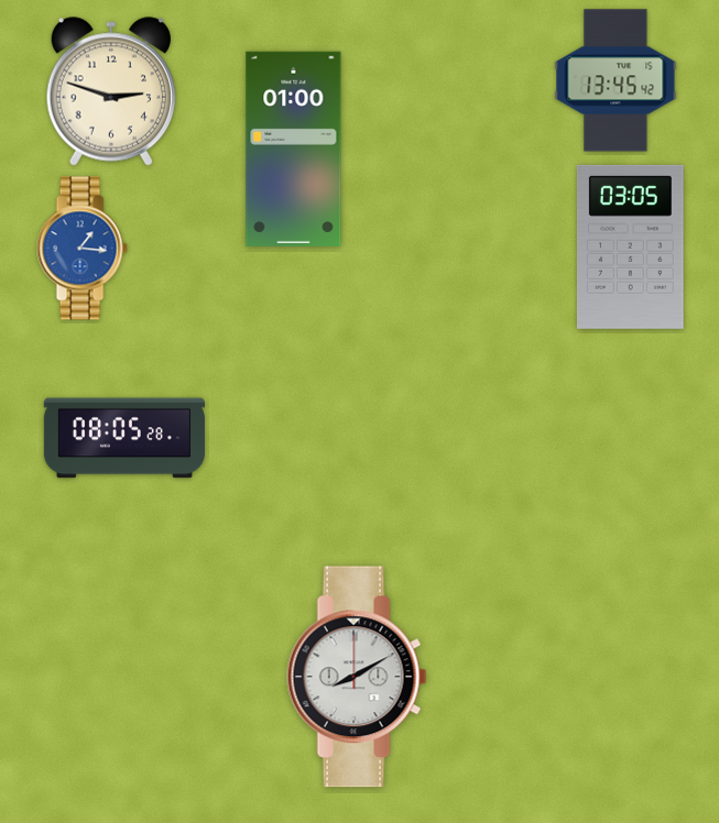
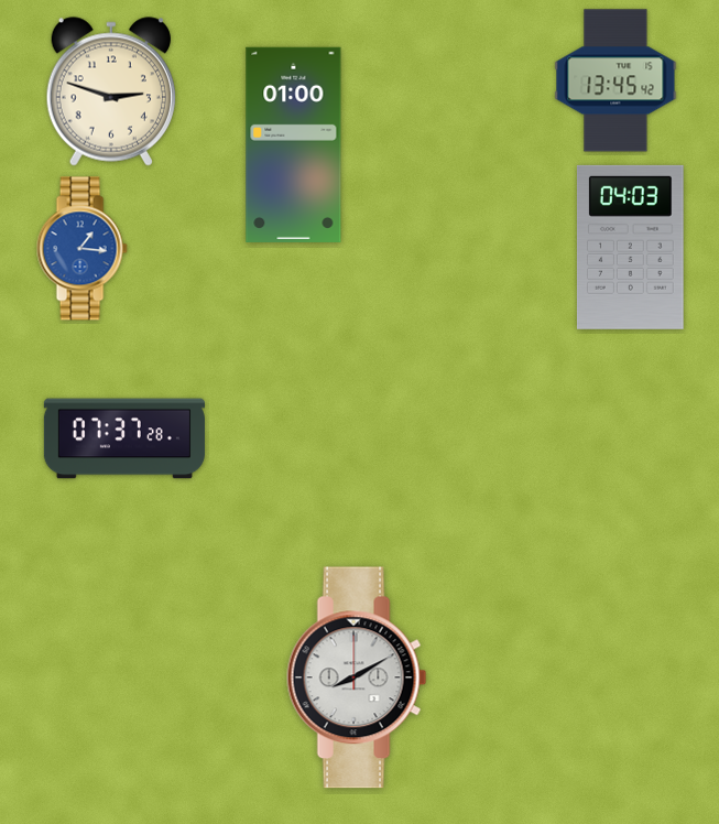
clock at (294, 149) position: (294, 149) -> (294, 144)
clock at (630, 246): 03:05 -> 04:03
clock at (124, 438): 08:05 -> 07:37
